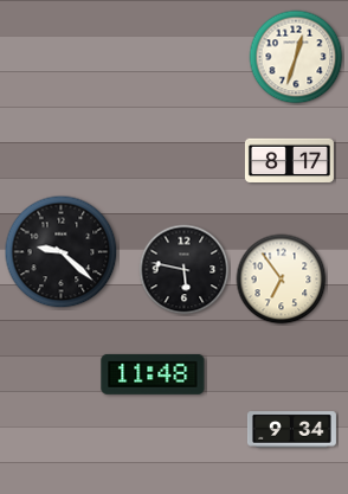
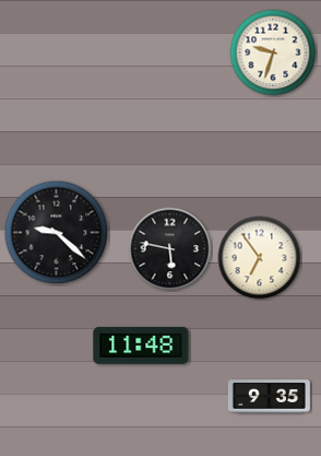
clock at (296, 57): 12:33 -> 9:33
clock at (289, 161): 8:17 -> none
clock at (291, 430): 9:34 -> 9:35
